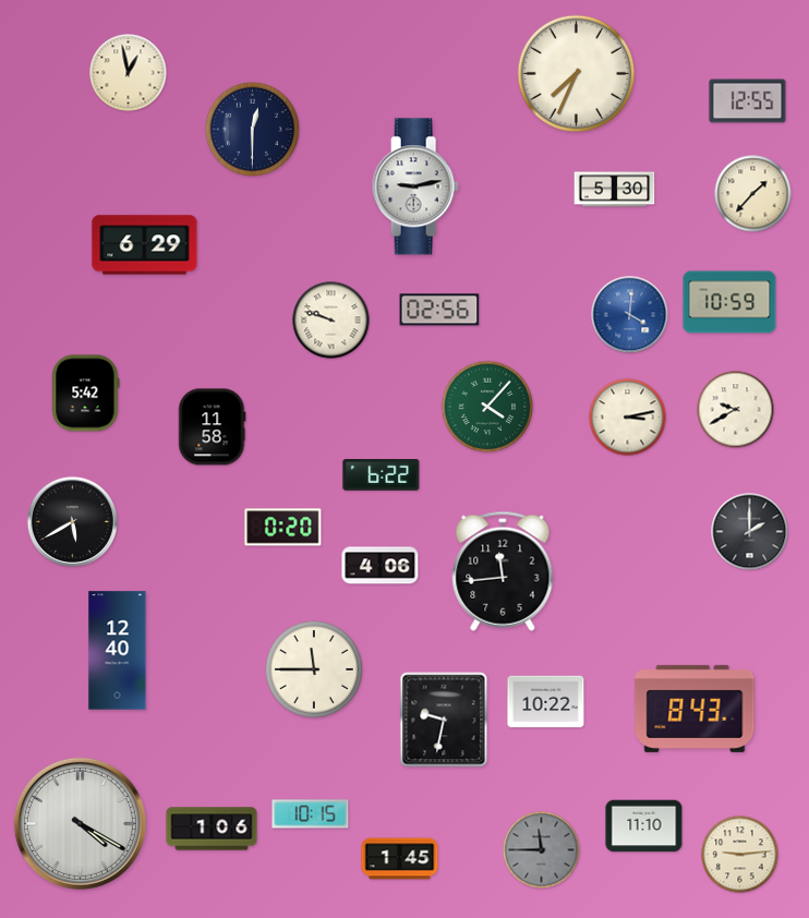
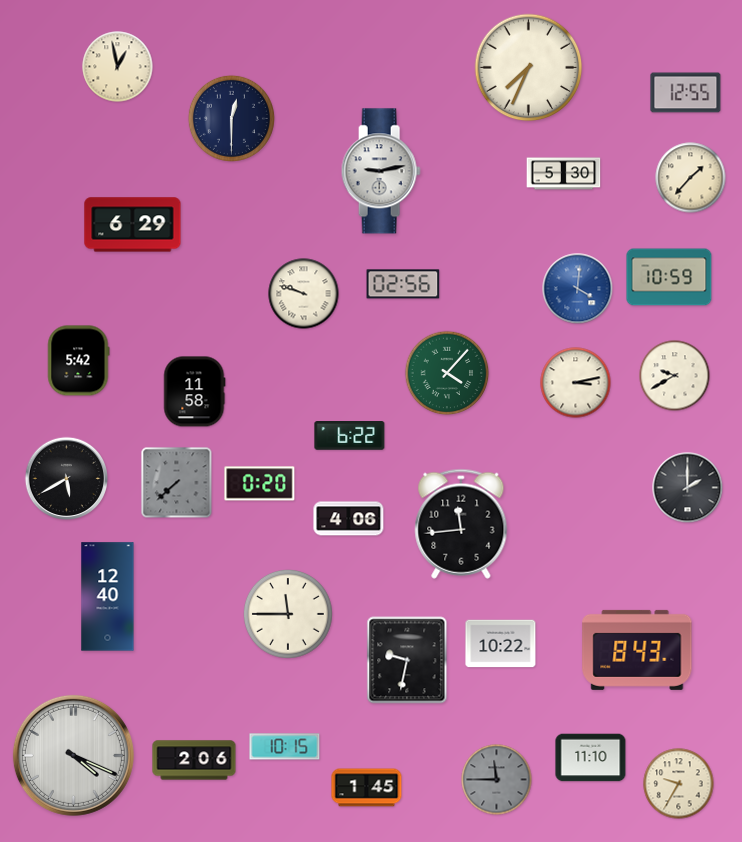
clock at (177, 483): none -> 7:38
clock at (80, 823): 4:20 -> 4:19
clock at (212, 829): 1:06 -> 2:06
clock at (740, 855): 9:14 -> 9:35
